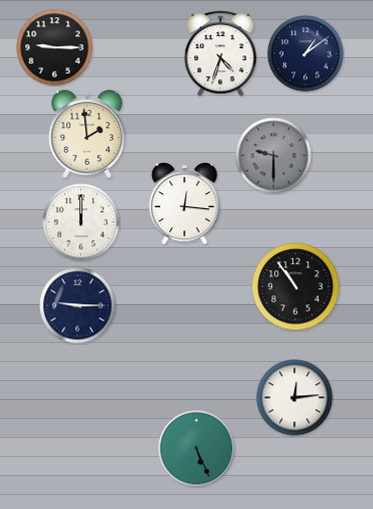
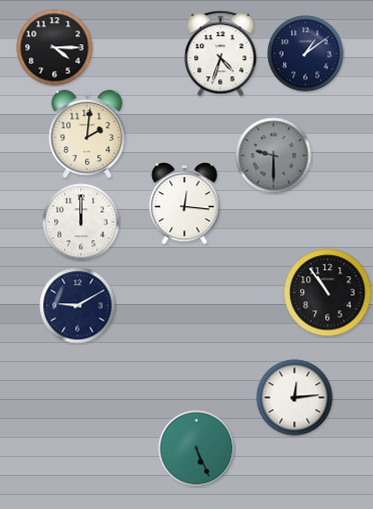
clock at (55, 48): 9:15 -> 4:15
clock at (87, 134): 1:59 -> 2:01
clock at (296, 287) position: (296, 287) -> (328, 293)
clock at (78, 306): 9:15 -> 9:10
